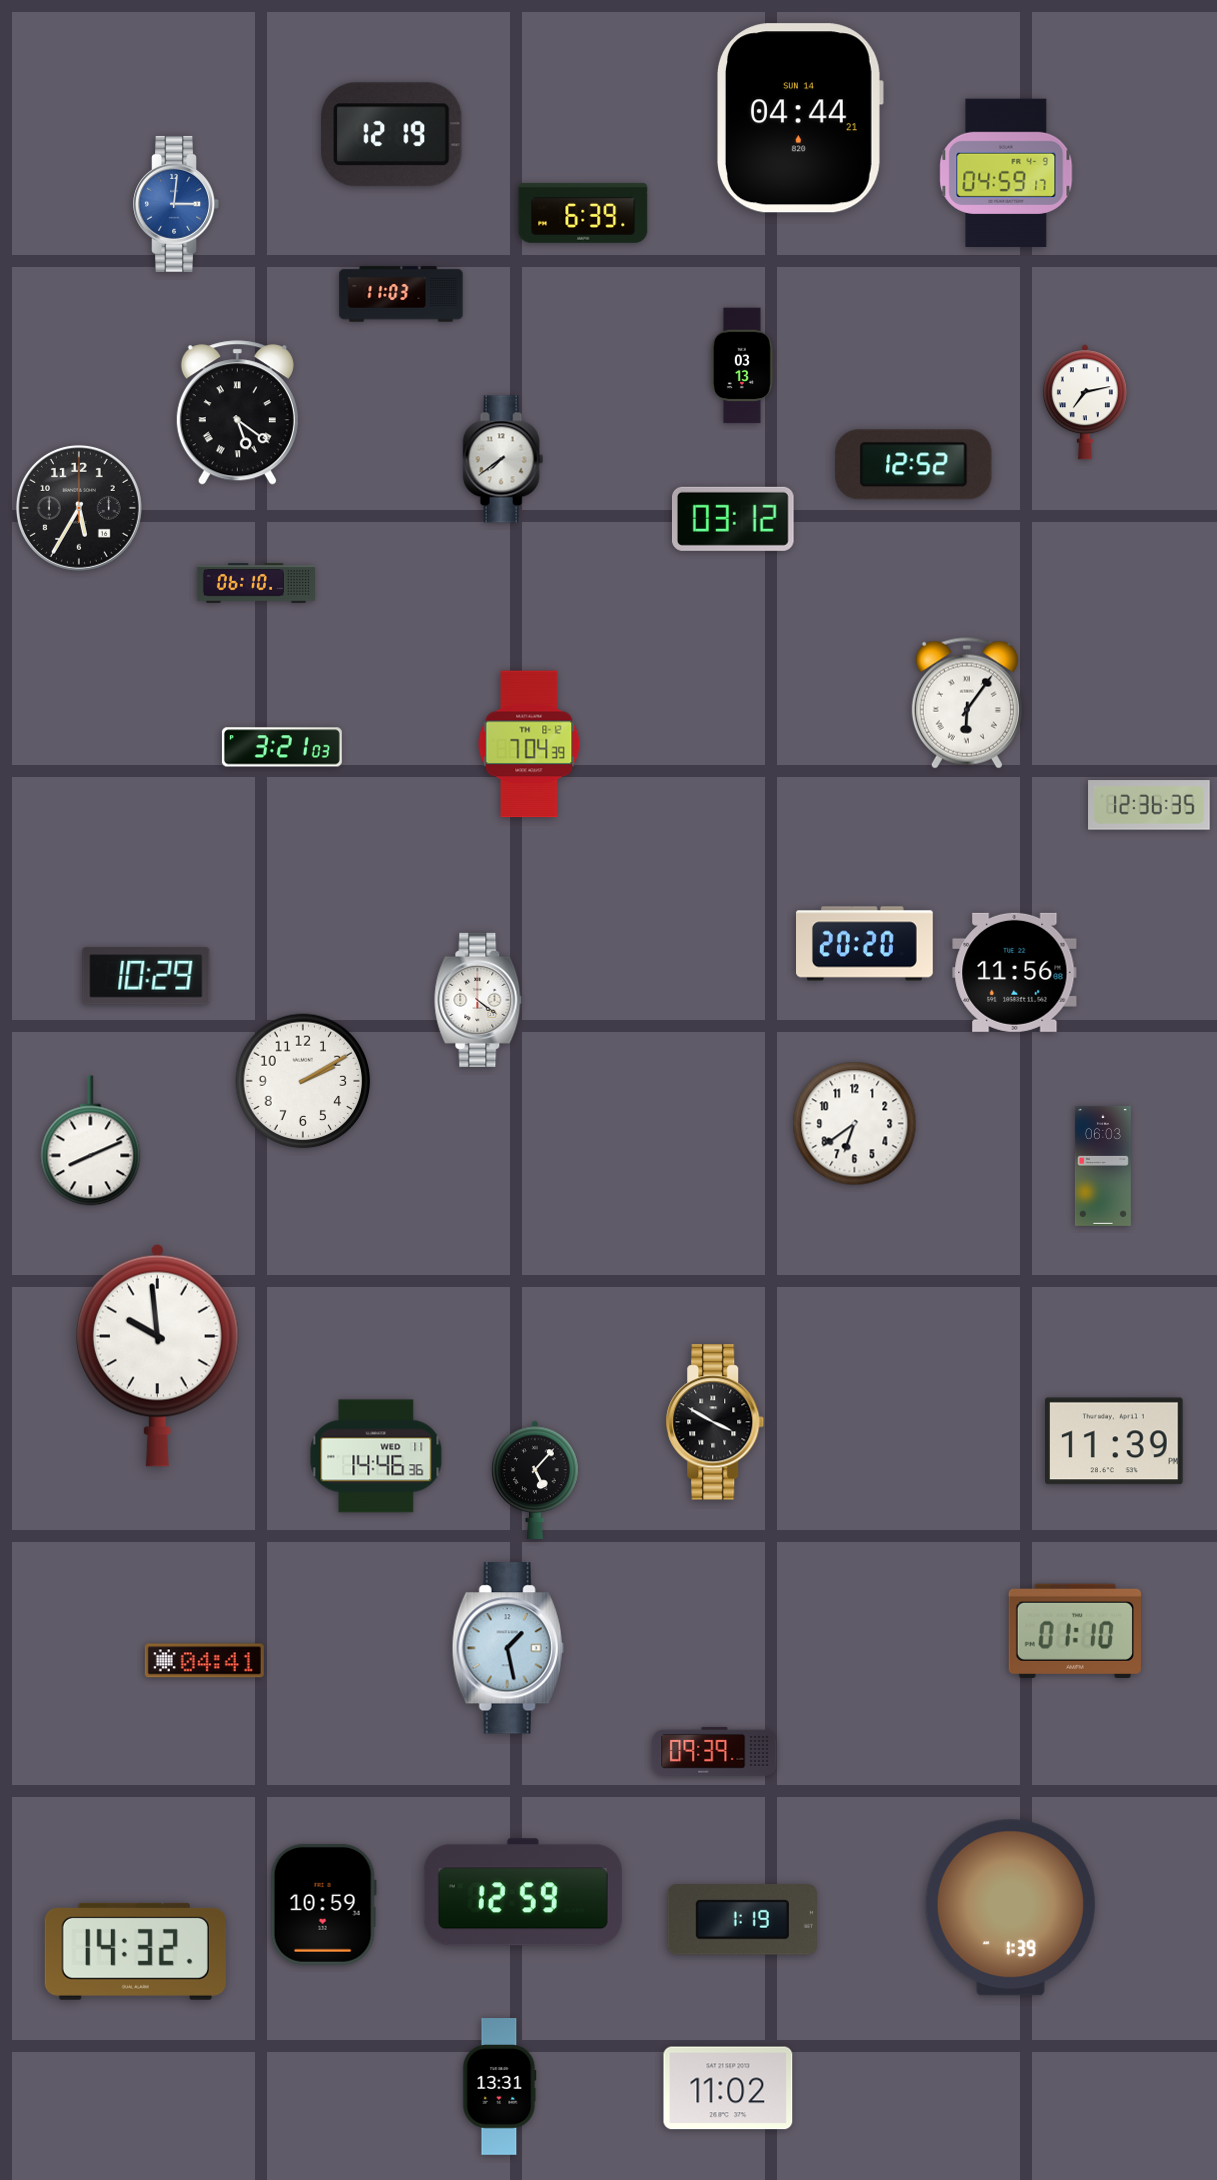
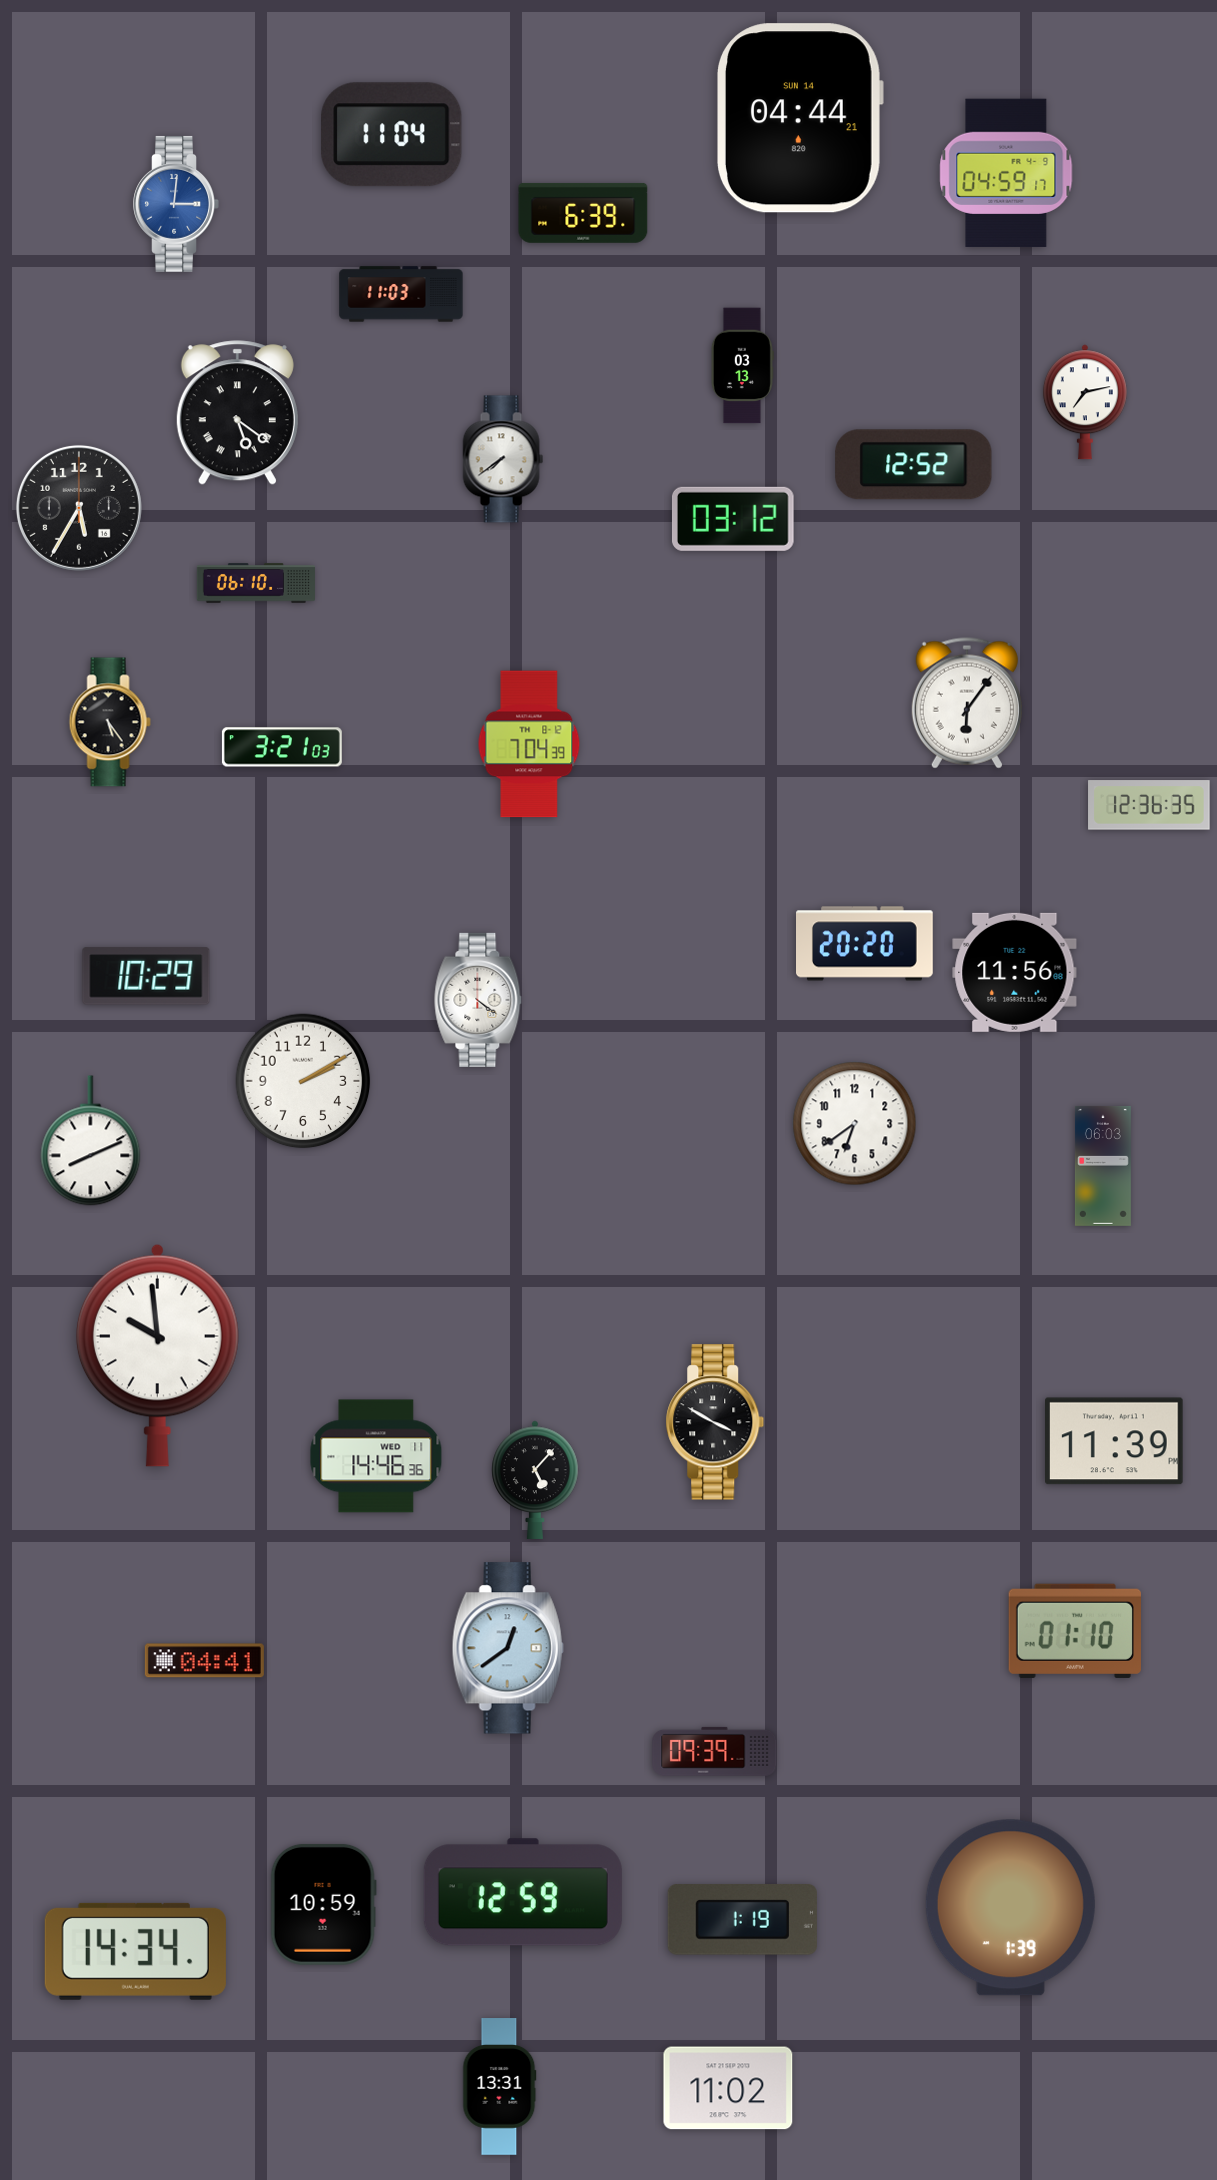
clock at (392, 135): 12:19 -> 11:04
clock at (110, 722): none -> 5:24
clock at (508, 1648): 1:28 -> 12:39
clock at (135, 1951): 14:32 -> 14:34
